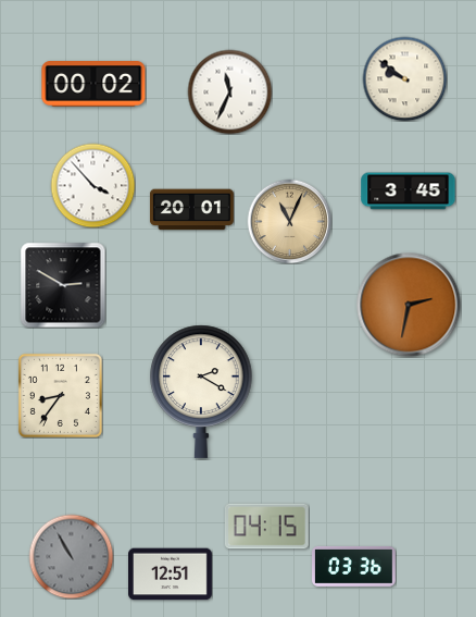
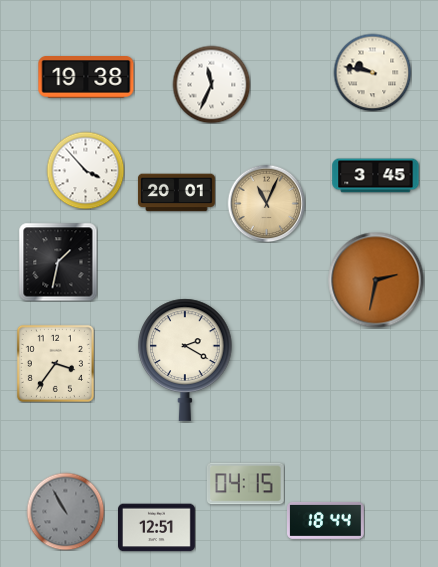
clock at (404, 78): 9:51 -> 9:47
clock at (93, 85): 00:02 -> 19:38
clock at (63, 285): 2:50 -> 1:32
clock at (60, 395): 8:36 -> 3:36
clock at (354, 566): 03:36 -> 18:44
